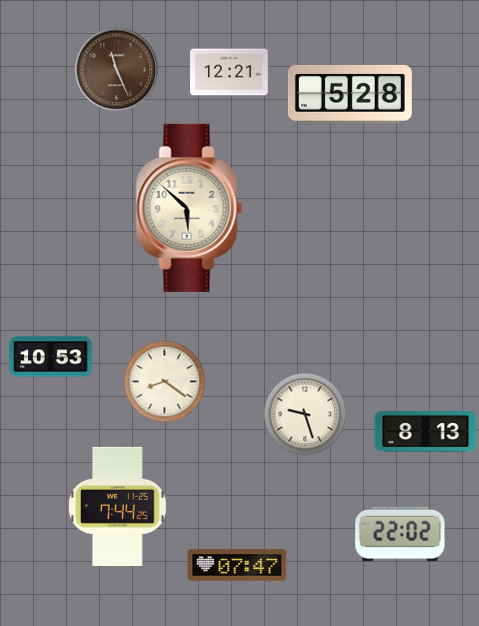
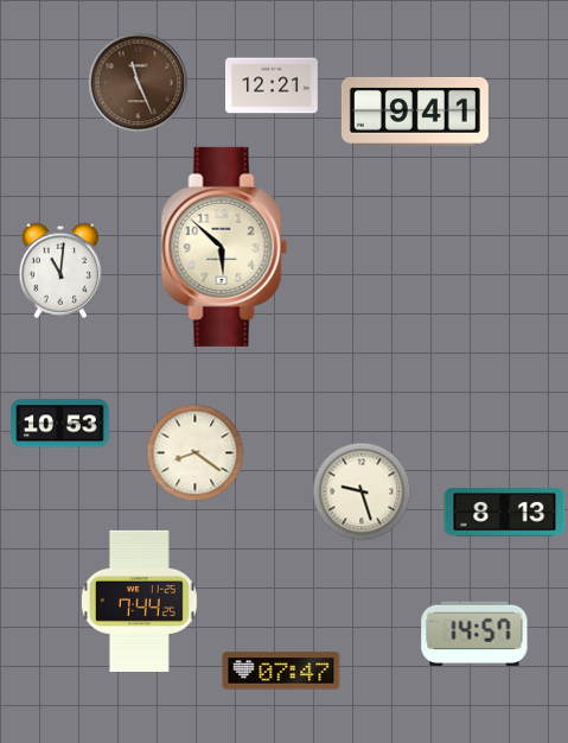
clock at (350, 94): 5:28 -> 9:41
clock at (60, 271): none -> 11:01
clock at (400, 534): 22:02 -> 14:57
